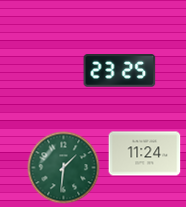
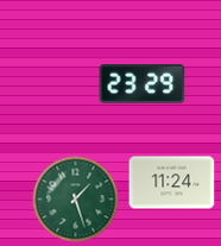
clock at (120, 71): 23:25 -> 23:29
clock at (64, 168): 1:31 -> 1:27
